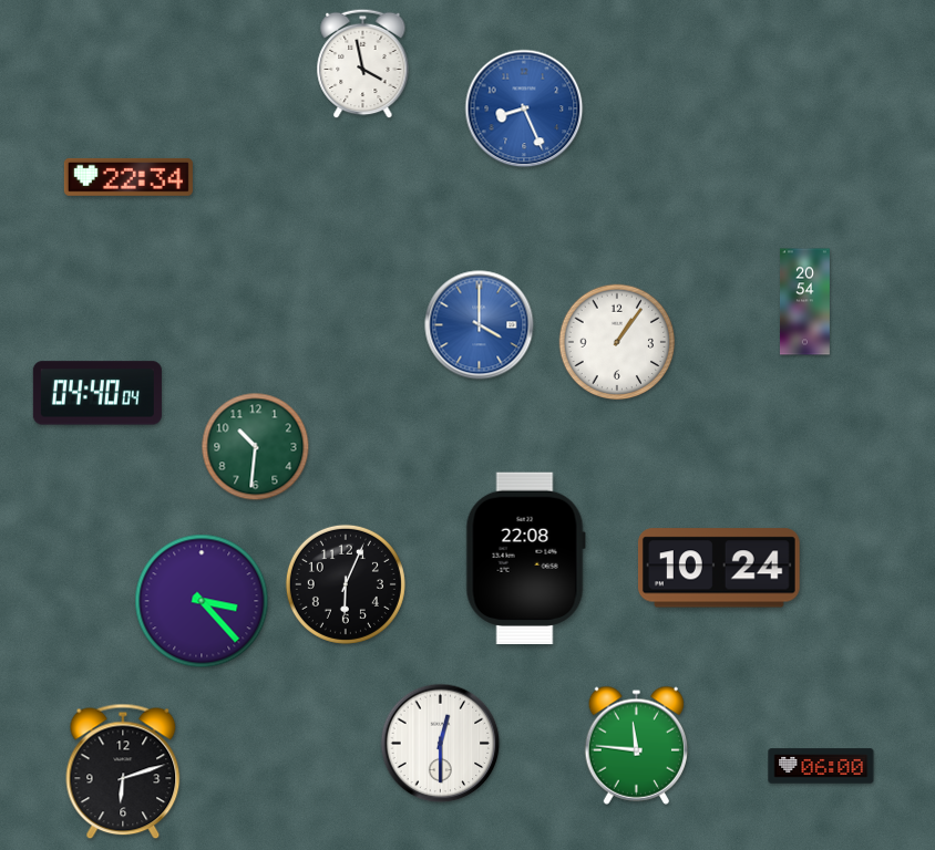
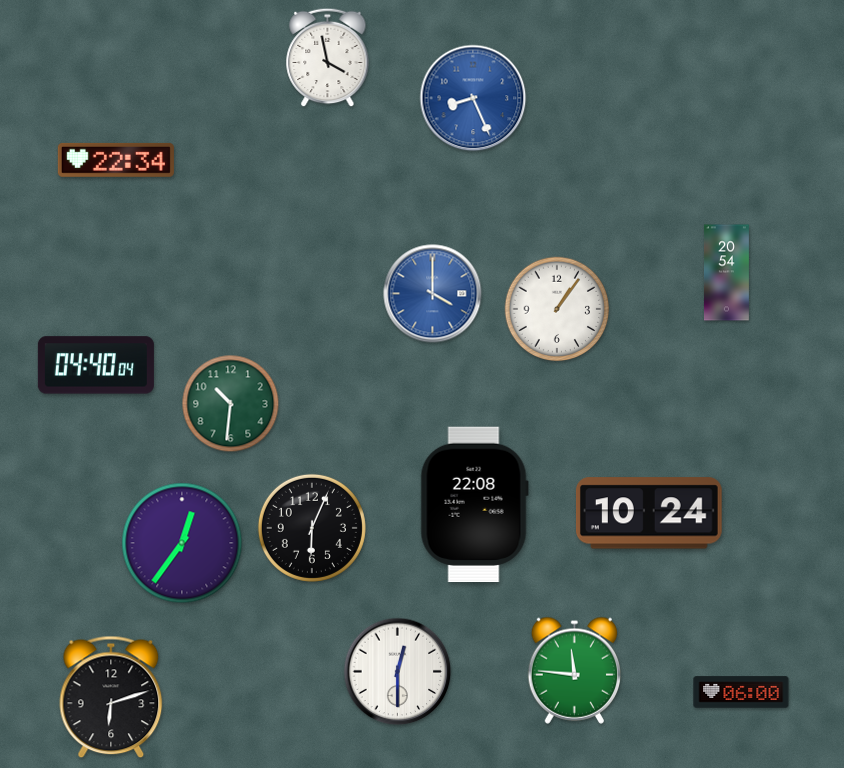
clock at (97, 393) position: (97, 393) -> (96, 365)
clock at (202, 601): 3:23 -> 12:36
clock at (636, 745) position: (636, 745) -> (574, 670)
